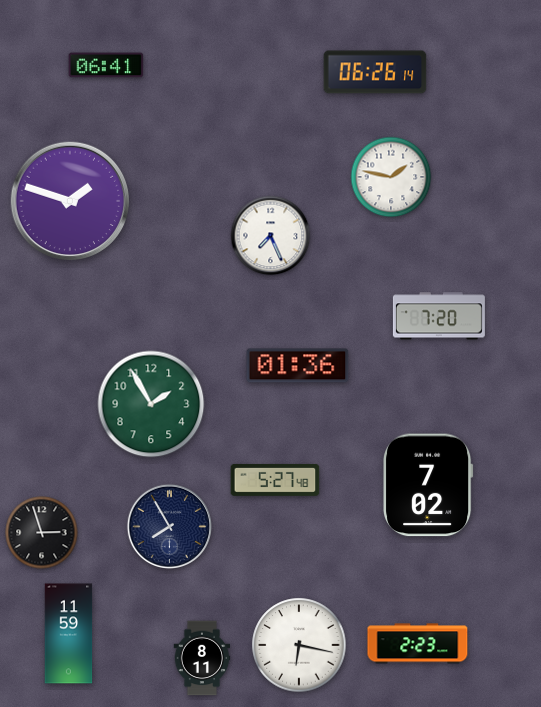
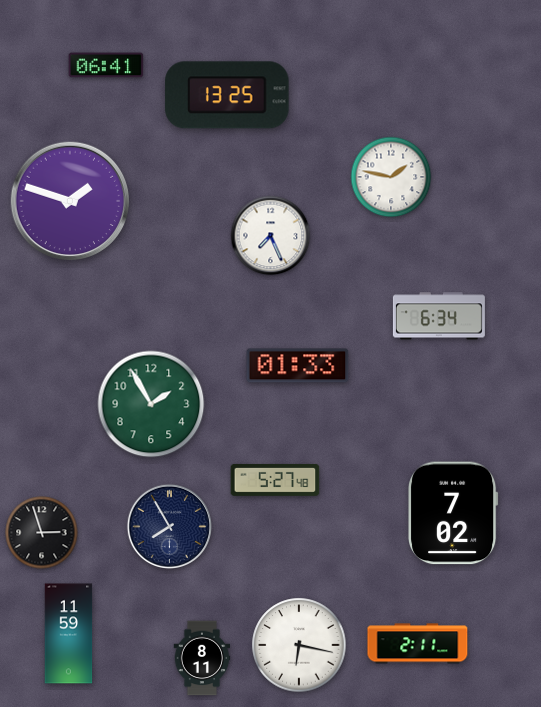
clock at (375, 72): 06:26 -> none
clock at (227, 95): none -> 13:25
clock at (439, 316): 7:20 -> 6:34
clock at (298, 366): 01:36 -> 01:33
clock at (429, 485) position: (429, 485) -> (454, 513)
clock at (418, 644): 2:23 -> 2:11
